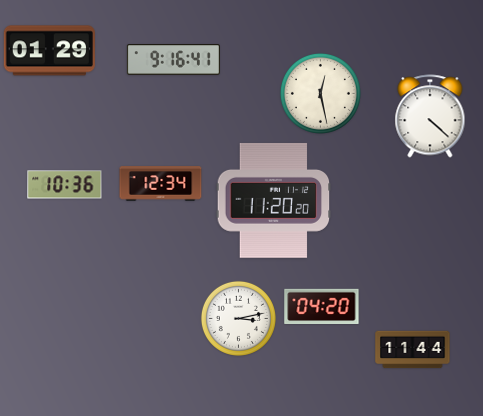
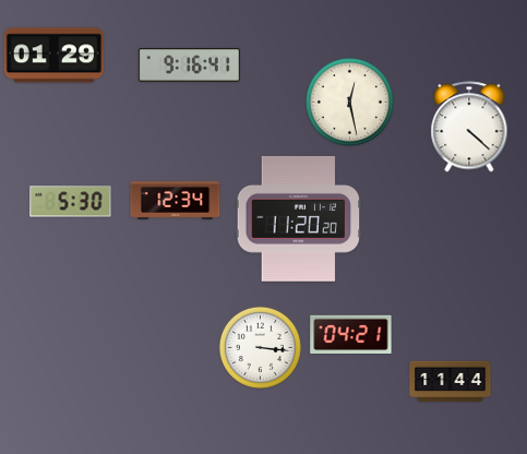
clock at (65, 185): 10:36 -> 5:30
clock at (322, 307): 04:20 -> 04:21
clock at (238, 318): 3:13 -> 3:16
